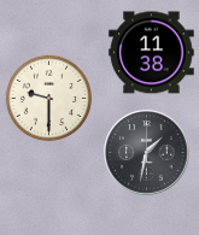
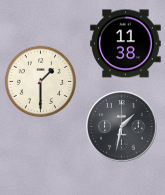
clock at (48, 98): 9:30 -> 1:30
